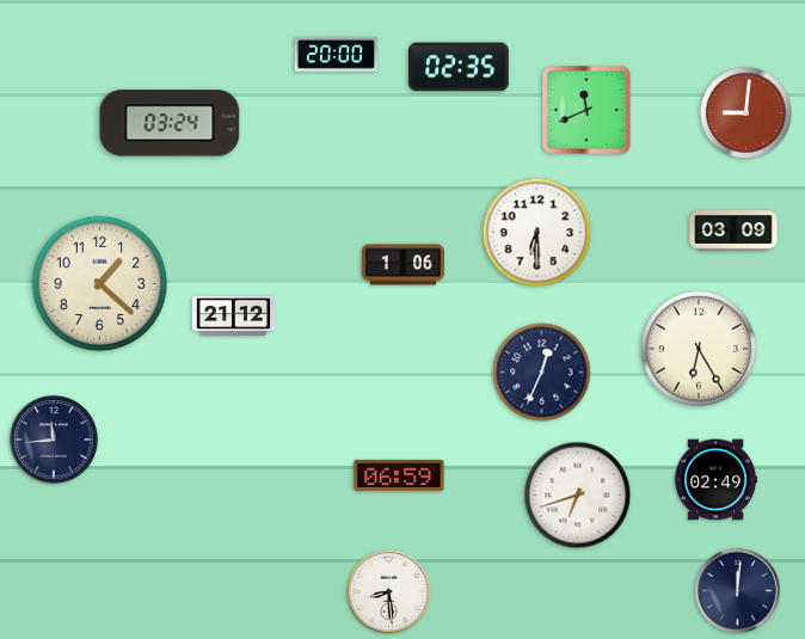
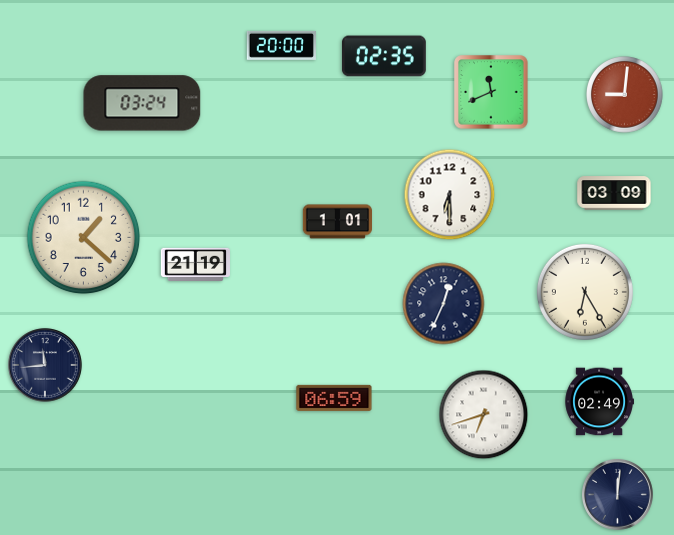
clock at (402, 265): 1:06 -> 1:01
clock at (233, 315): 21:12 -> 21:19
clock at (542, 373) position: (542, 373) -> (444, 304)
clock at (54, 440) position: (54, 440) -> (45, 365)
clock at (388, 591): 8:29 -> none
